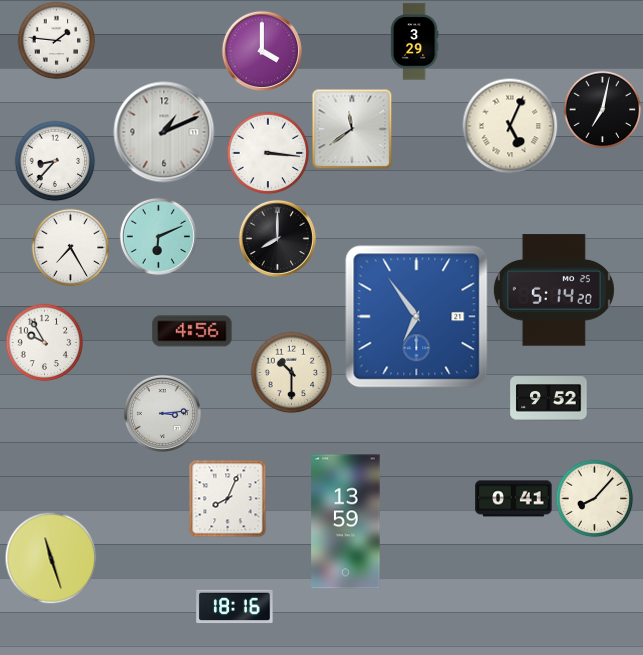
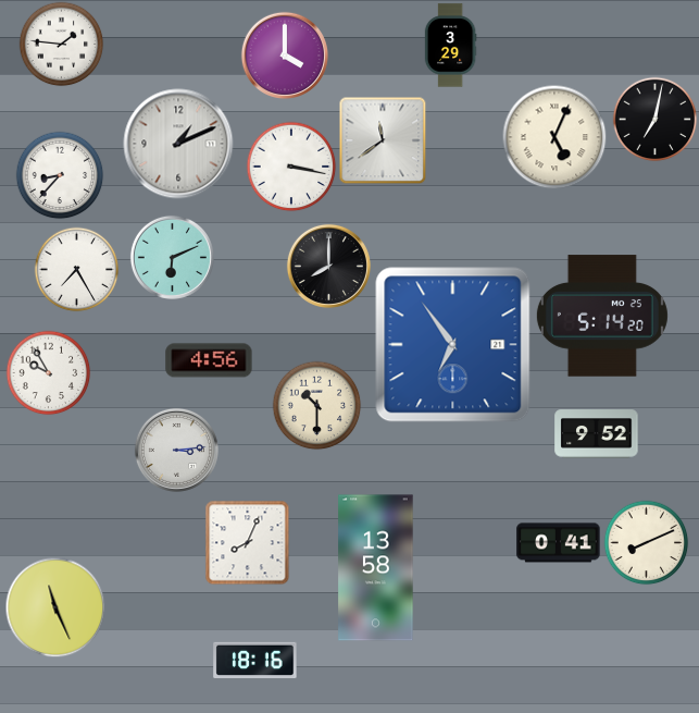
clock at (268, 153): 3:16 -> 3:17
clock at (277, 238) position: (277, 238) -> (328, 266)
clock at (594, 498): 8:07 -> 8:11
clock at (346, 522): 13:59 -> 13:58
clock at (51, 558): 11:27 -> 11:26
